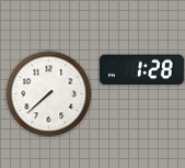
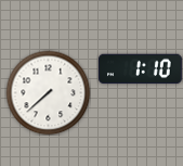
clock at (142, 70): 1:28 -> 1:10
